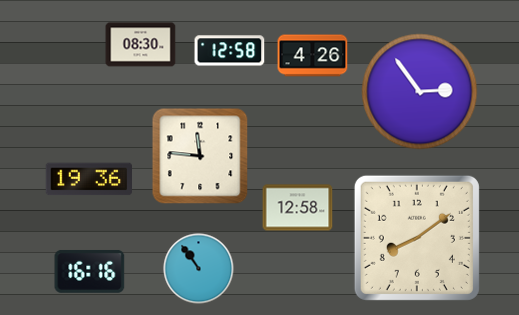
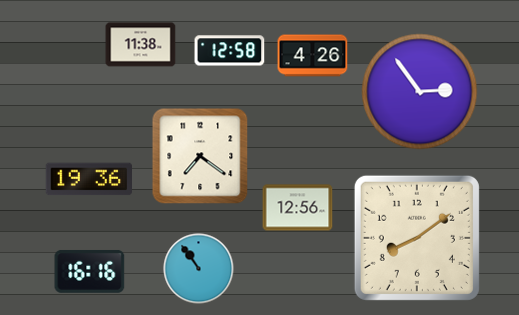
clock at (141, 45): 08:30 -> 11:38
clock at (200, 156): 11:46 -> 7:21
clock at (298, 208): 12:58 -> 12:56
